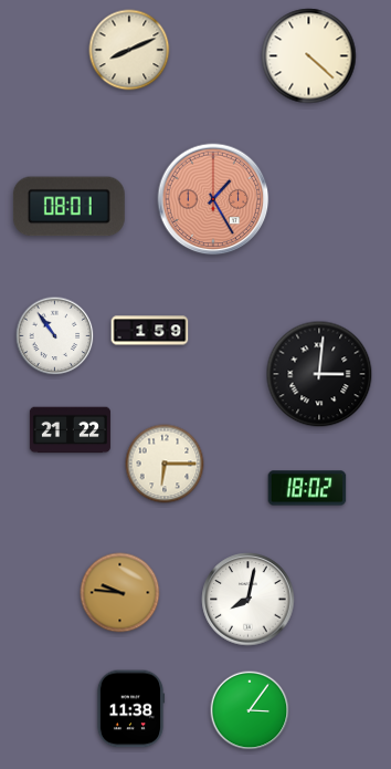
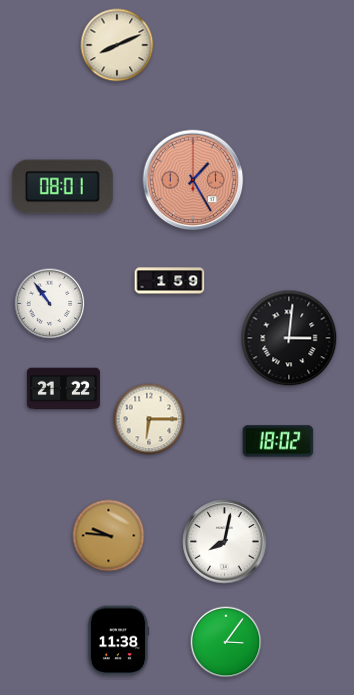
clock at (309, 56): 4:22 -> none
clock at (150, 331) position: (150, 331) -> (170, 281)
